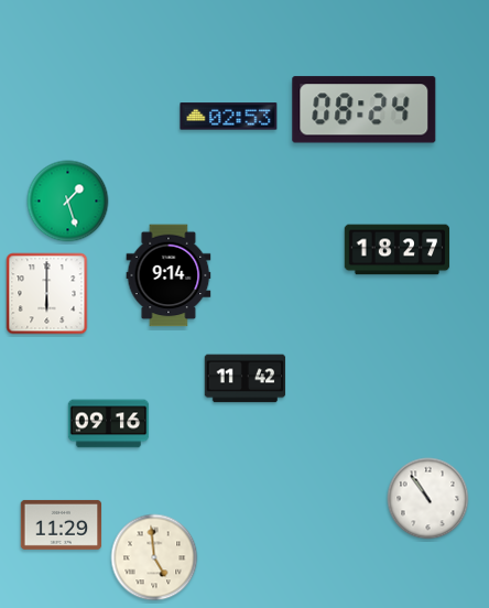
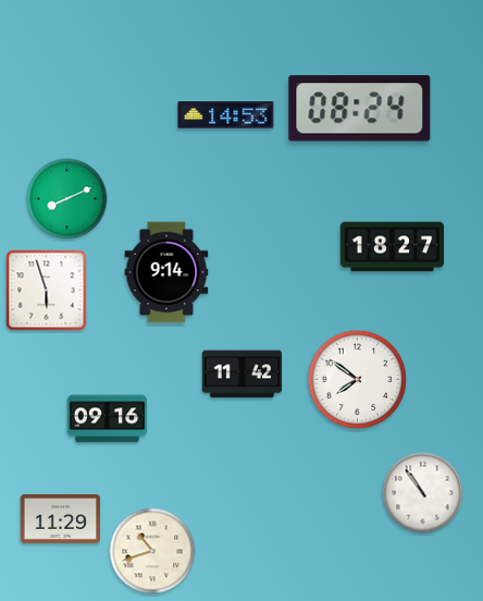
clock at (229, 117): 02:53 -> 14:53
clock at (68, 202): 1:27 -> 8:11
clock at (47, 294): 6:00 -> 5:57
clock at (358, 380): none -> 7:51
clock at (154, 557): 4:59 -> 10:42
